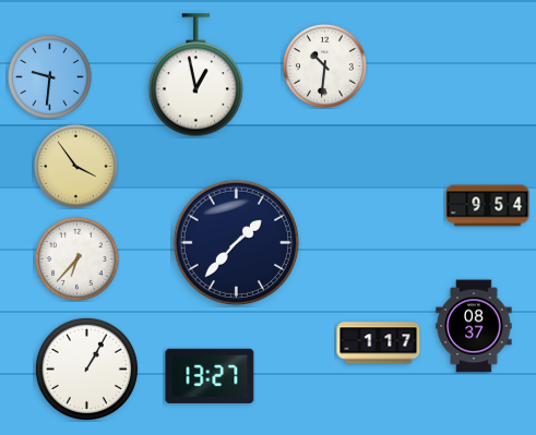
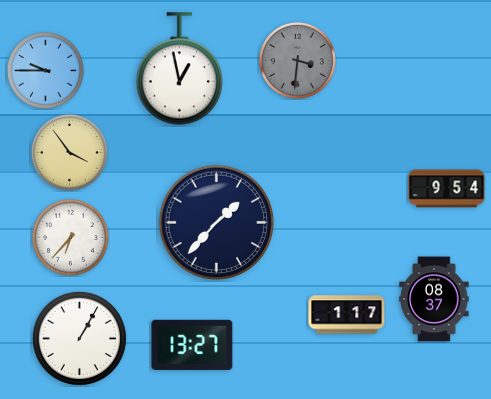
clock at (325, 67): 10:31 -> 3:31
clock at (325, 67) dial: white -> grey
clock at (50, 77): 9:31 -> 9:45
